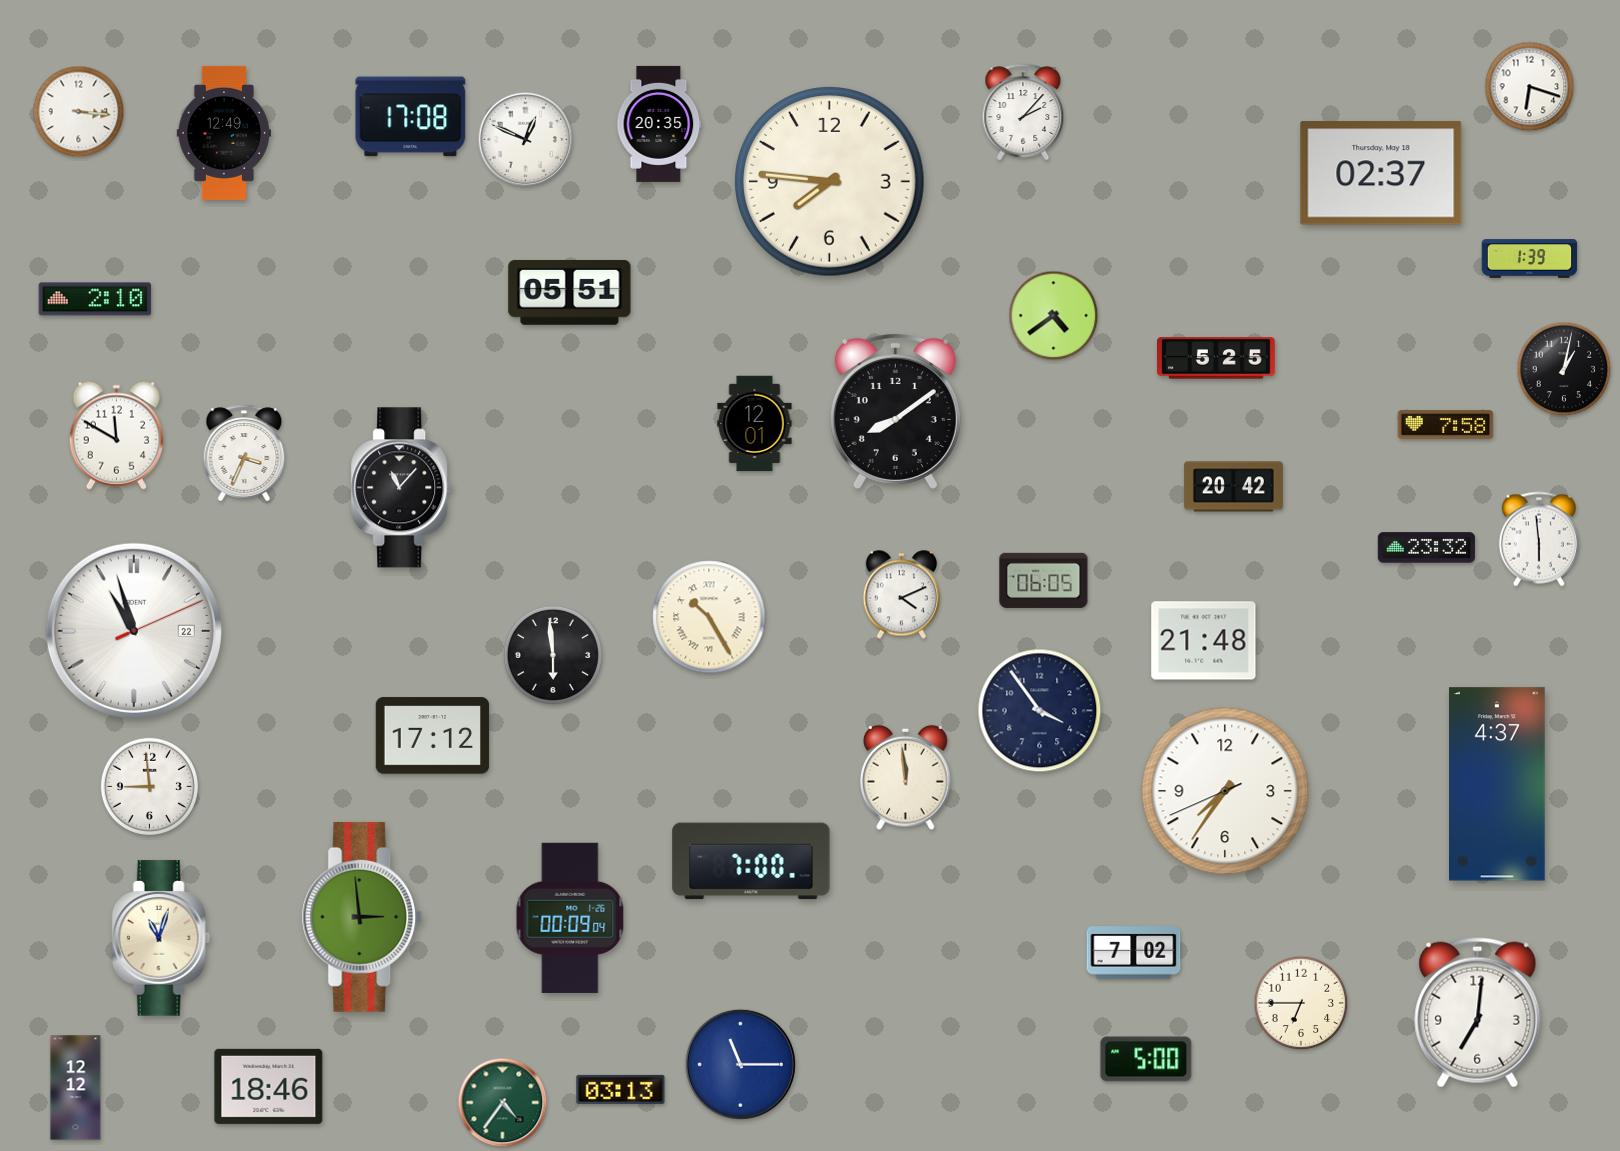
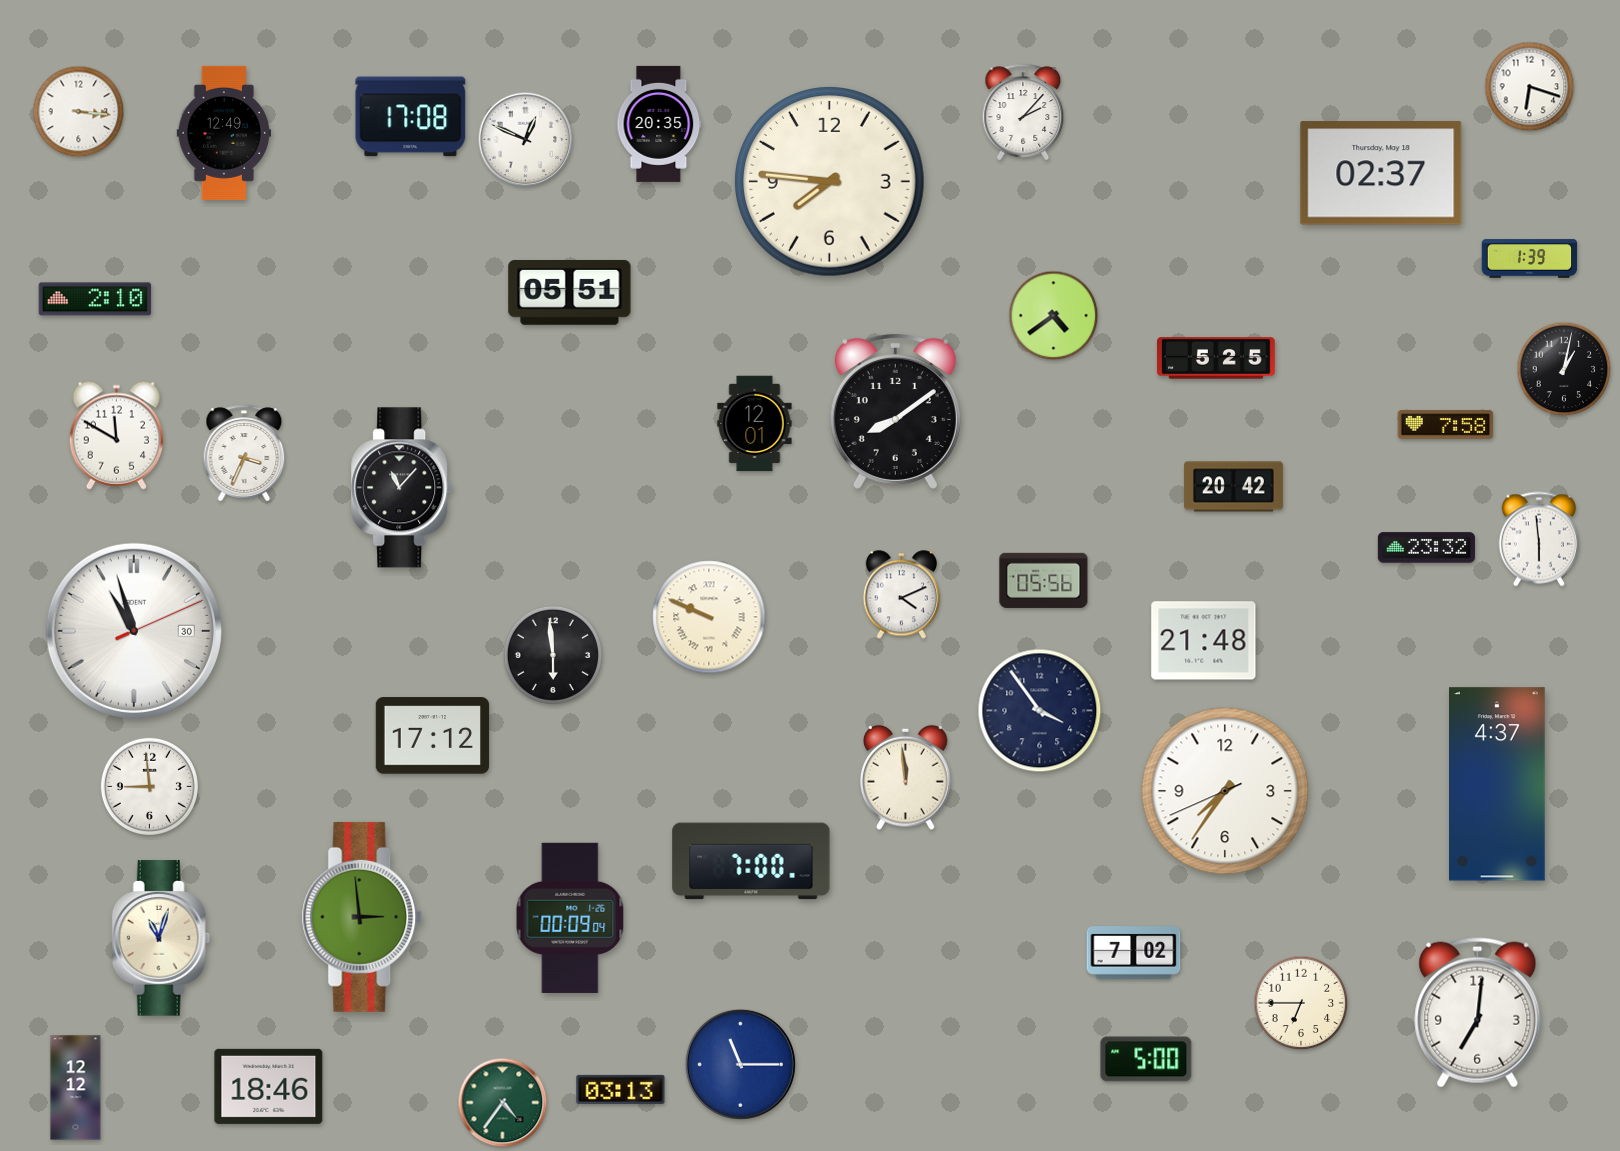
clock at (1044, 580): 06:05 -> 05:56
clock at (709, 617): 10:25 -> 9:49
clock at (134, 631) date: 22 -> 30
